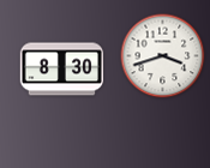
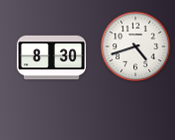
clock at (163, 56): 3:42 -> 4:42
